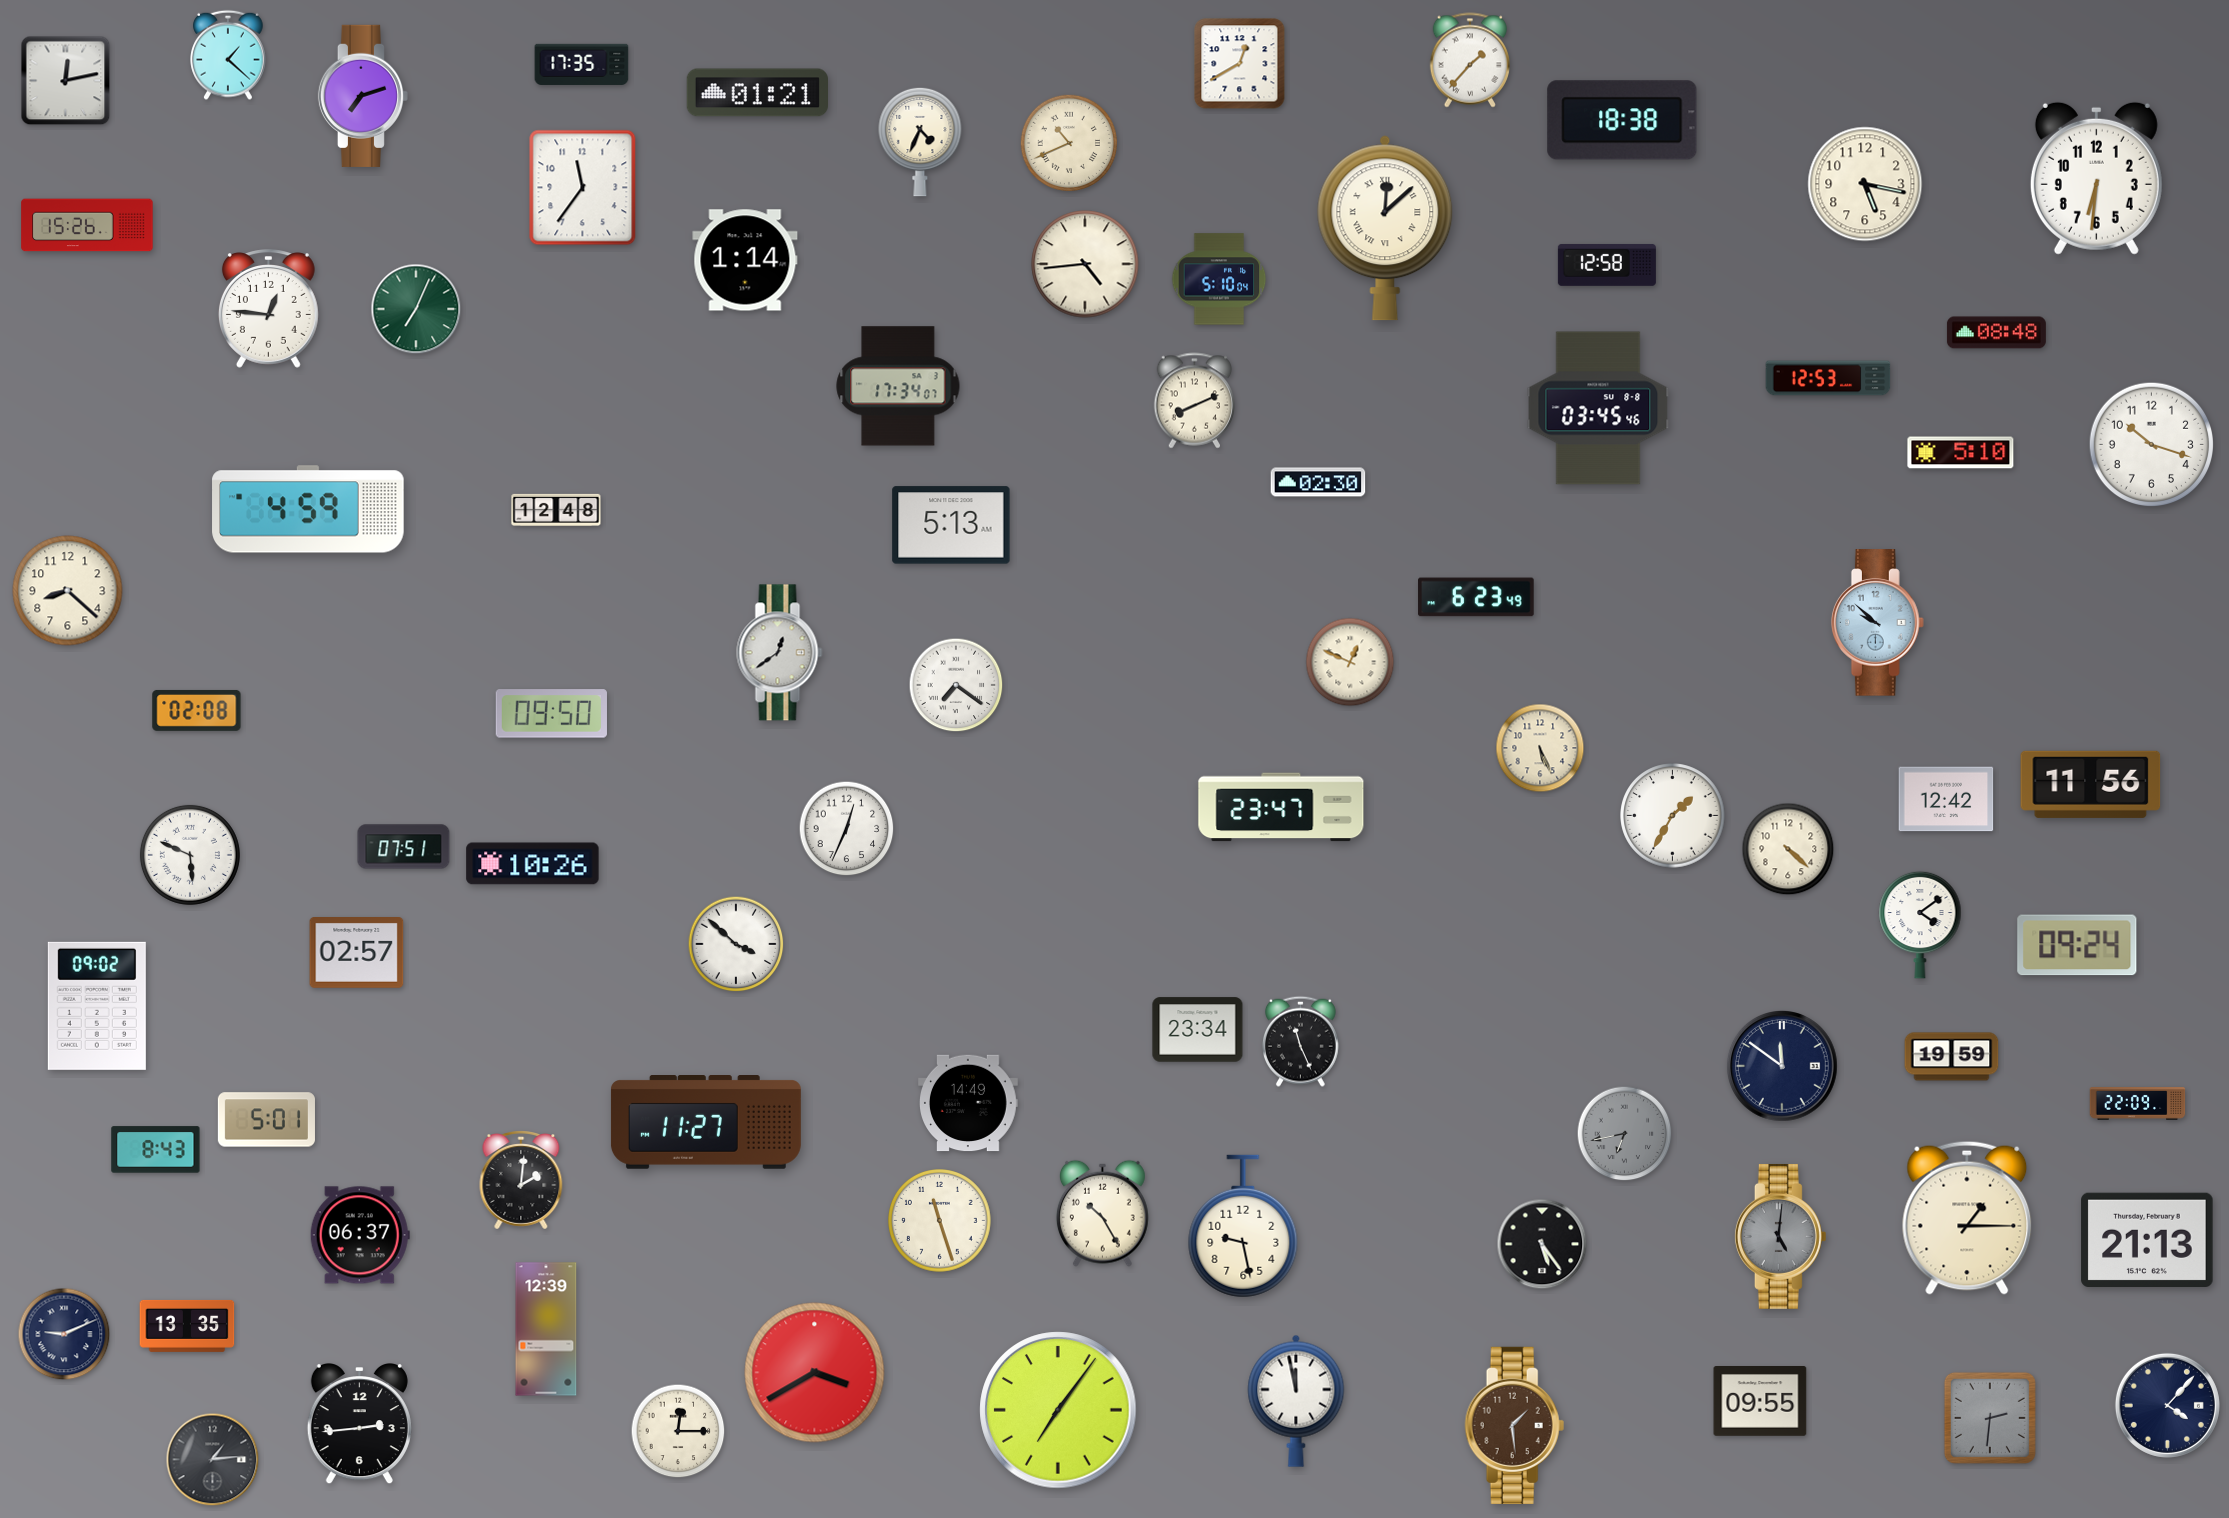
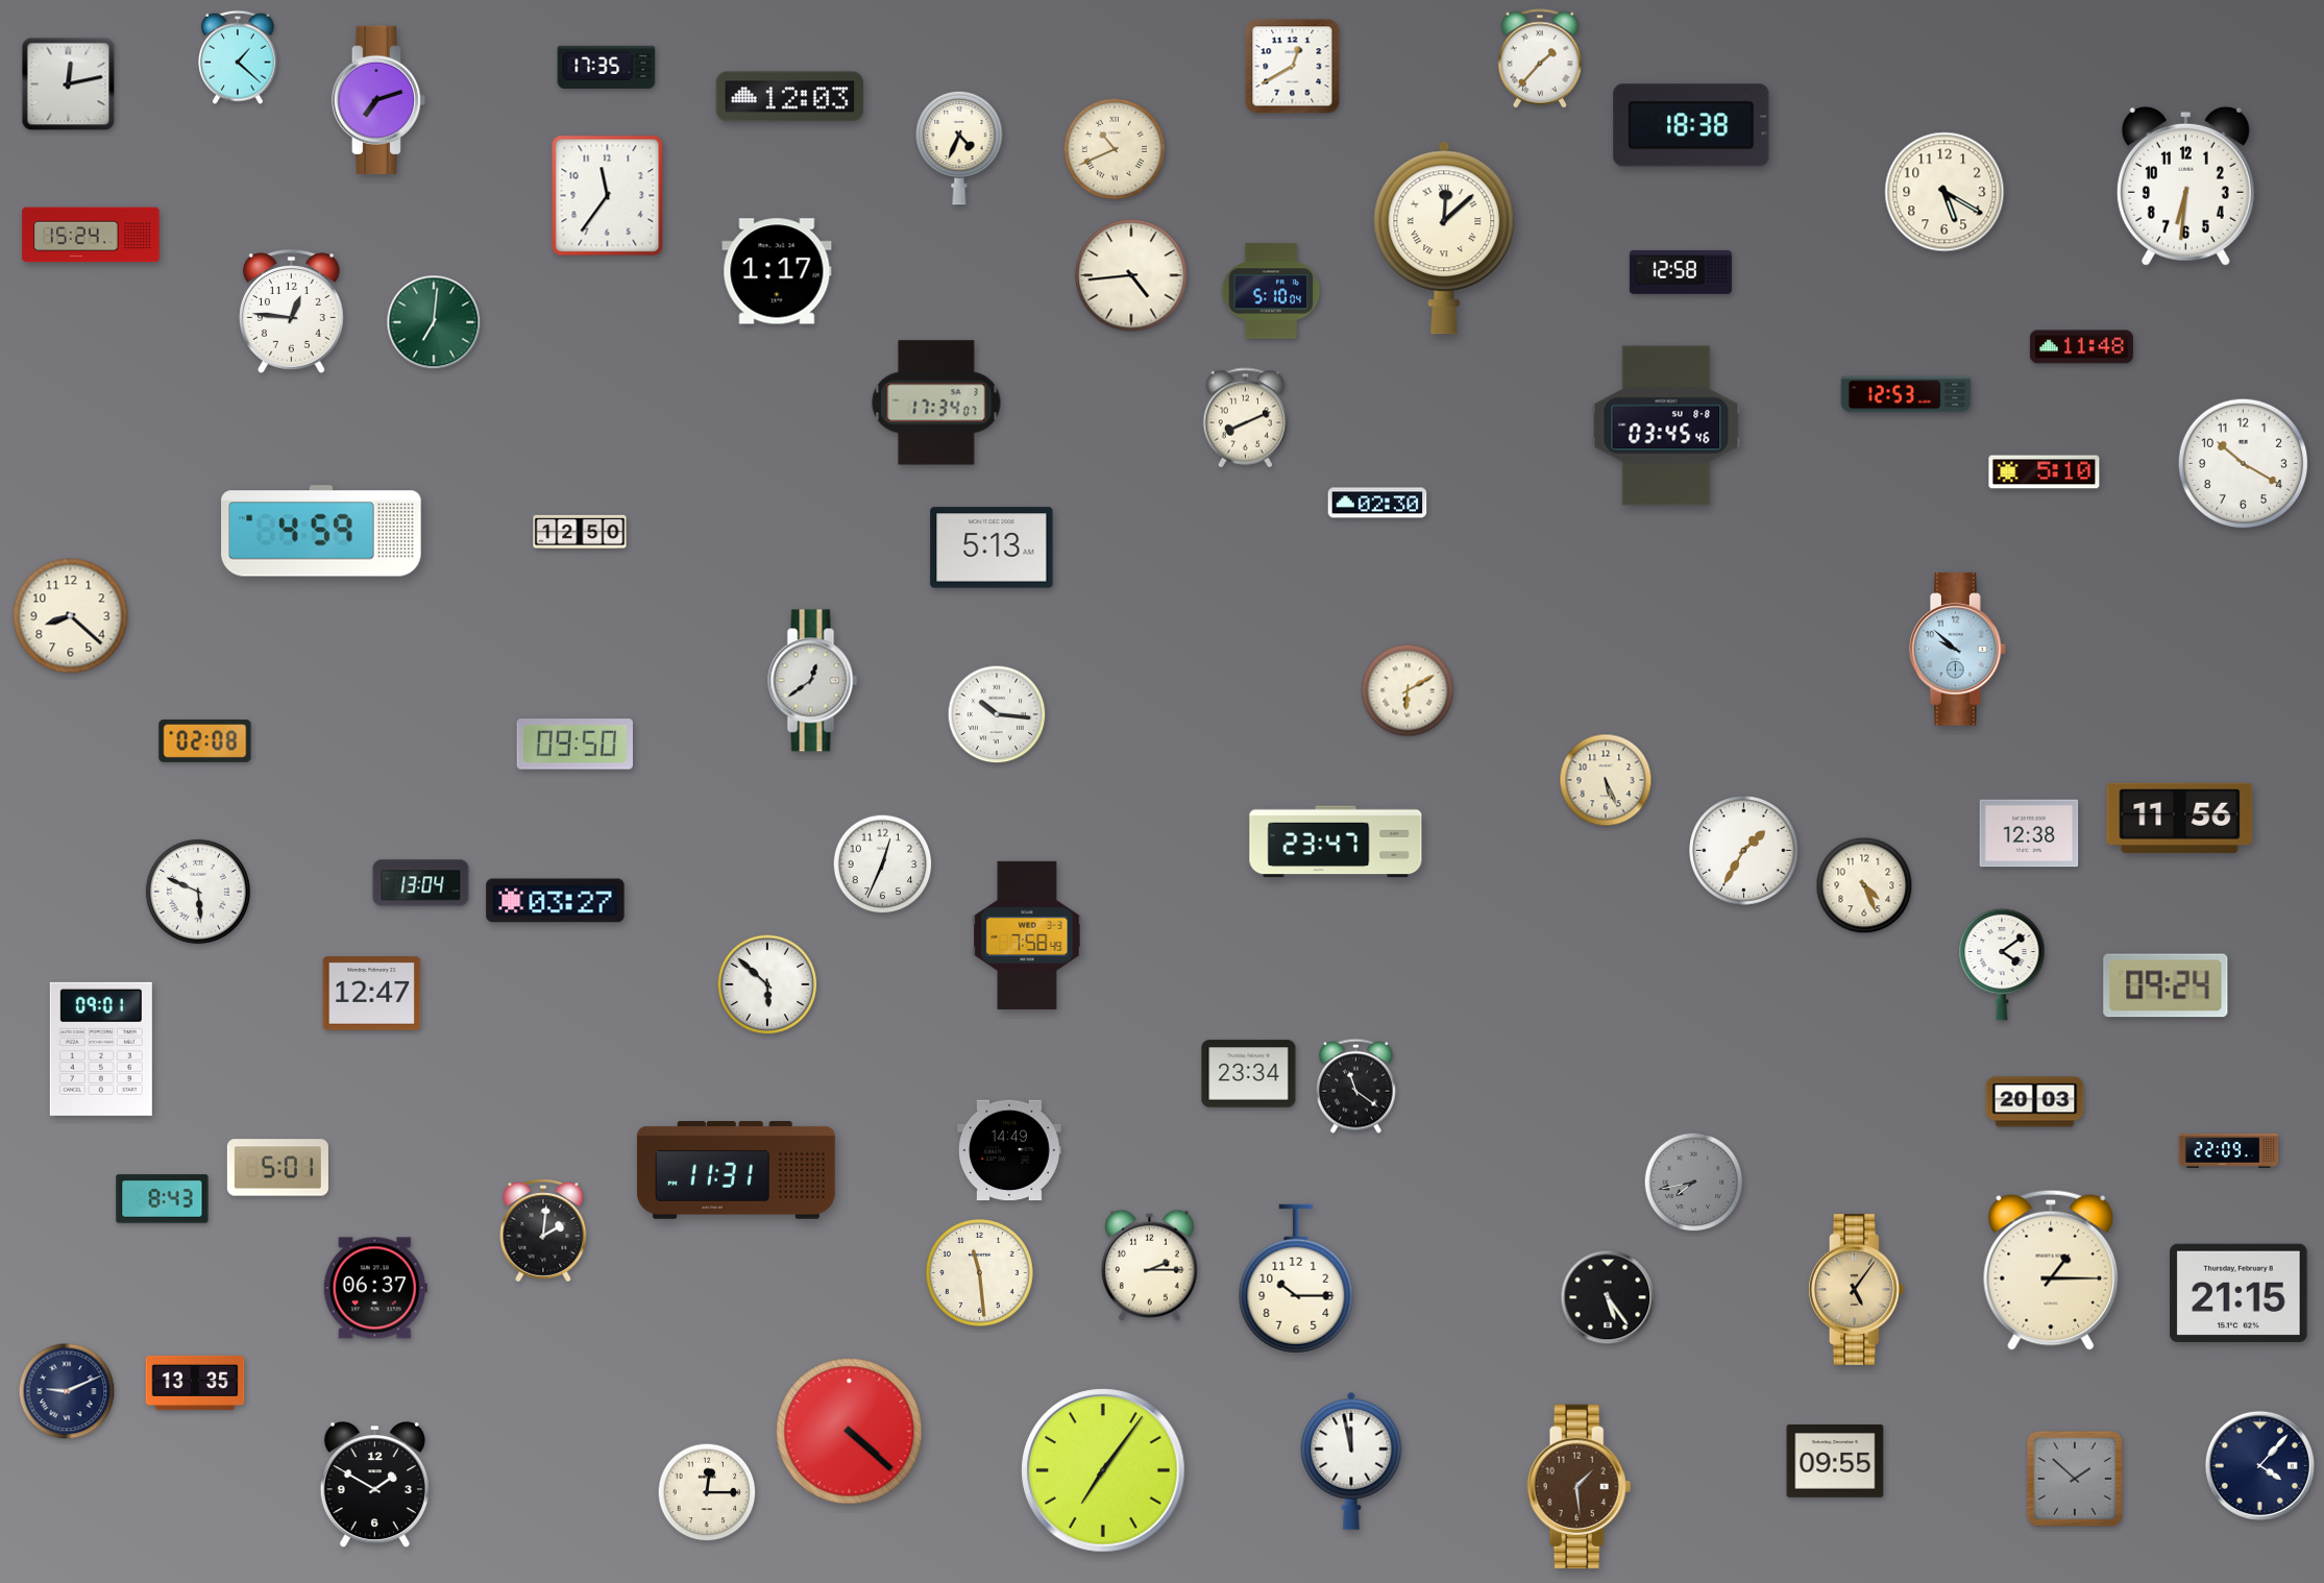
clock at (1469, 60) position: (1469, 60) -> (1539, 58)
clock at (757, 93): 01:21 -> 12:03
clock at (1865, 184): 5:17 -> 5:20
clock at (87, 225): 15:26 -> 15:24
clock at (745, 260): 1:14 -> 1:17
clock at (1607, 265) position: (1607, 265) -> (1681, 272)
clock at (268, 309) position: (268, 309) -> (291, 312)
clock at (416, 309): 7:04 -> 7:01
clock at (1996, 333): 08:48 -> 11:48
clock at (2152, 445): 10:18 -> 10:20
clock at (1318, 482) position: (1318, 482) -> (1377, 503)
clock at (556, 510): 12:48 -> 12:50
clock at (1476, 597): 6:23 -> none
clock at (1350, 662): 12:49 -> 6:10
clock at (956, 685): 7:21 -> 10:16
clock at (1946, 799): 12:42 -> 12:38
clock at (404, 847): 07:51 -> 13:04
clock at (1788, 849): 4:22 -> 4:26
clock at (533, 864): 10:26 -> 03:27
clock at (1027, 935): none -> 7:58
clock at (736, 944): 3:52 -> 5:52
clock at (357, 953): 02:57 -> 12:47
clock at (97, 1006): 09:02 -> 09:01
clock at (1301, 1041): 11:26 -> 11:21
clock at (1952, 1057): 19:59 -> 20:03
clock at (1783, 1067): 11:51 -> none
clock at (706, 1122): 11:27 -> 11:31
clock at (1625, 1134): 6:43 -> 7:43
clock at (1102, 1213): 10:25 -> 2:15
clock at (940, 1221): 11:27 -> 11:29
clock at (1243, 1226): 9:28 -> 10:15
clock at (1780, 1236): 5:01 -> 5:06
clock at (1780, 1236) dial: grey -> champagne
clock at (2147, 1239): 21:13 -> 21:15
clock at (546, 1329): 12:39 -> none
clock at (815, 1373): 3:40 -> 4:22
clock at (1990, 1418): 2:31 -> 1:52
clock at (359, 1425): 2:44 -> 1:50
clock at (213, 1460): 1:14 -> none
